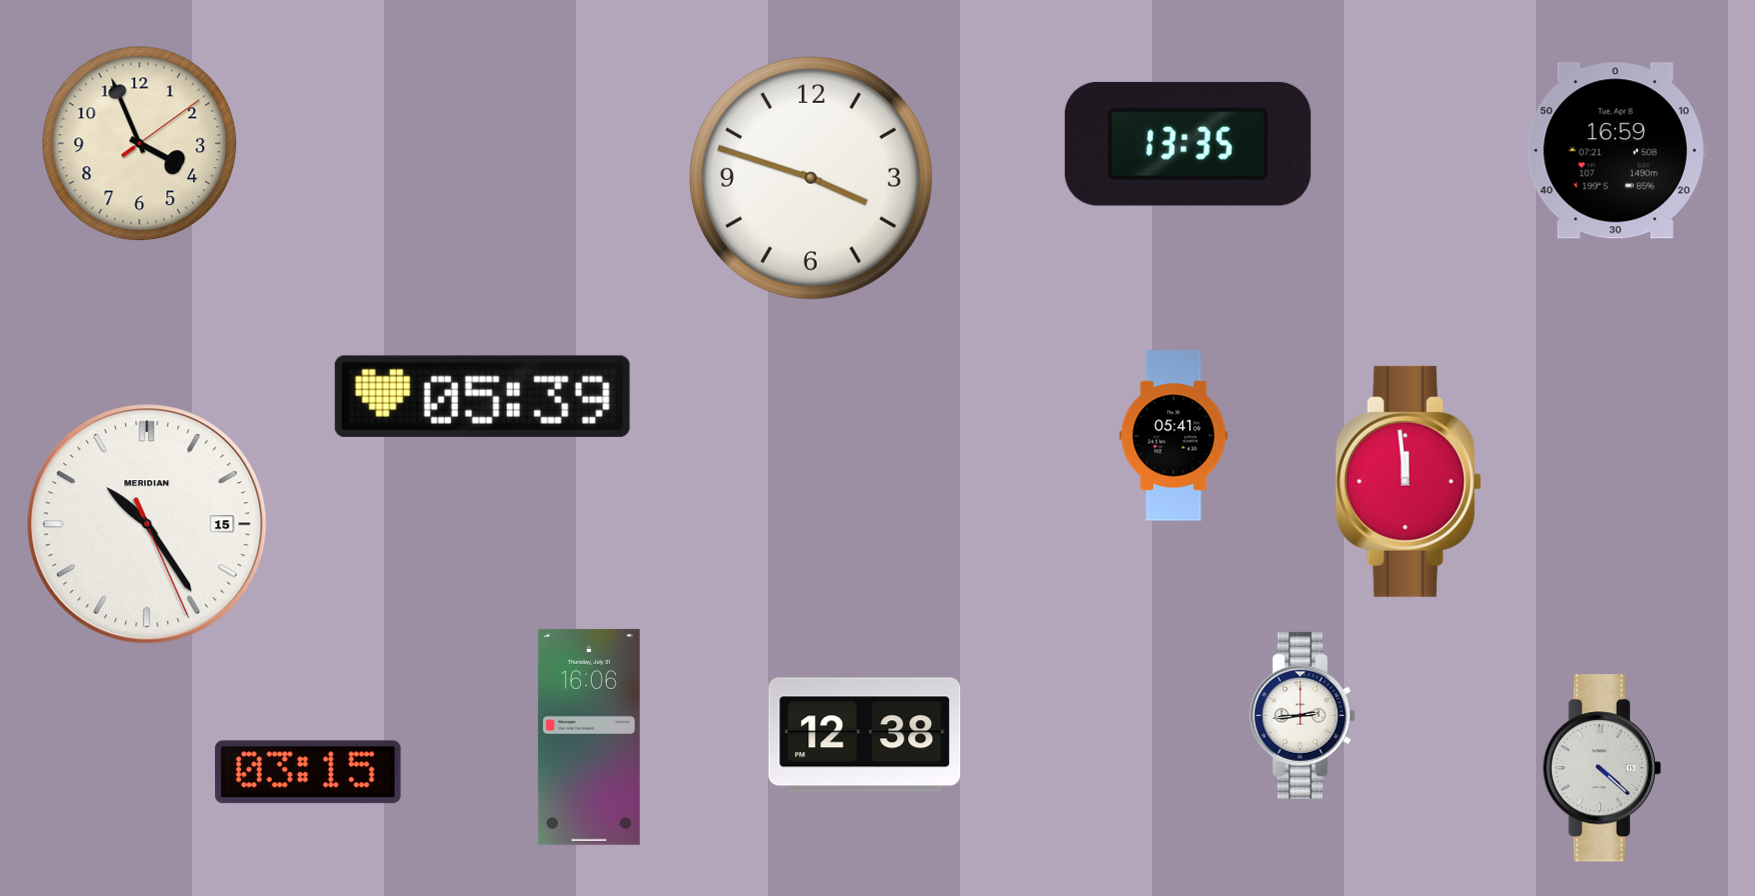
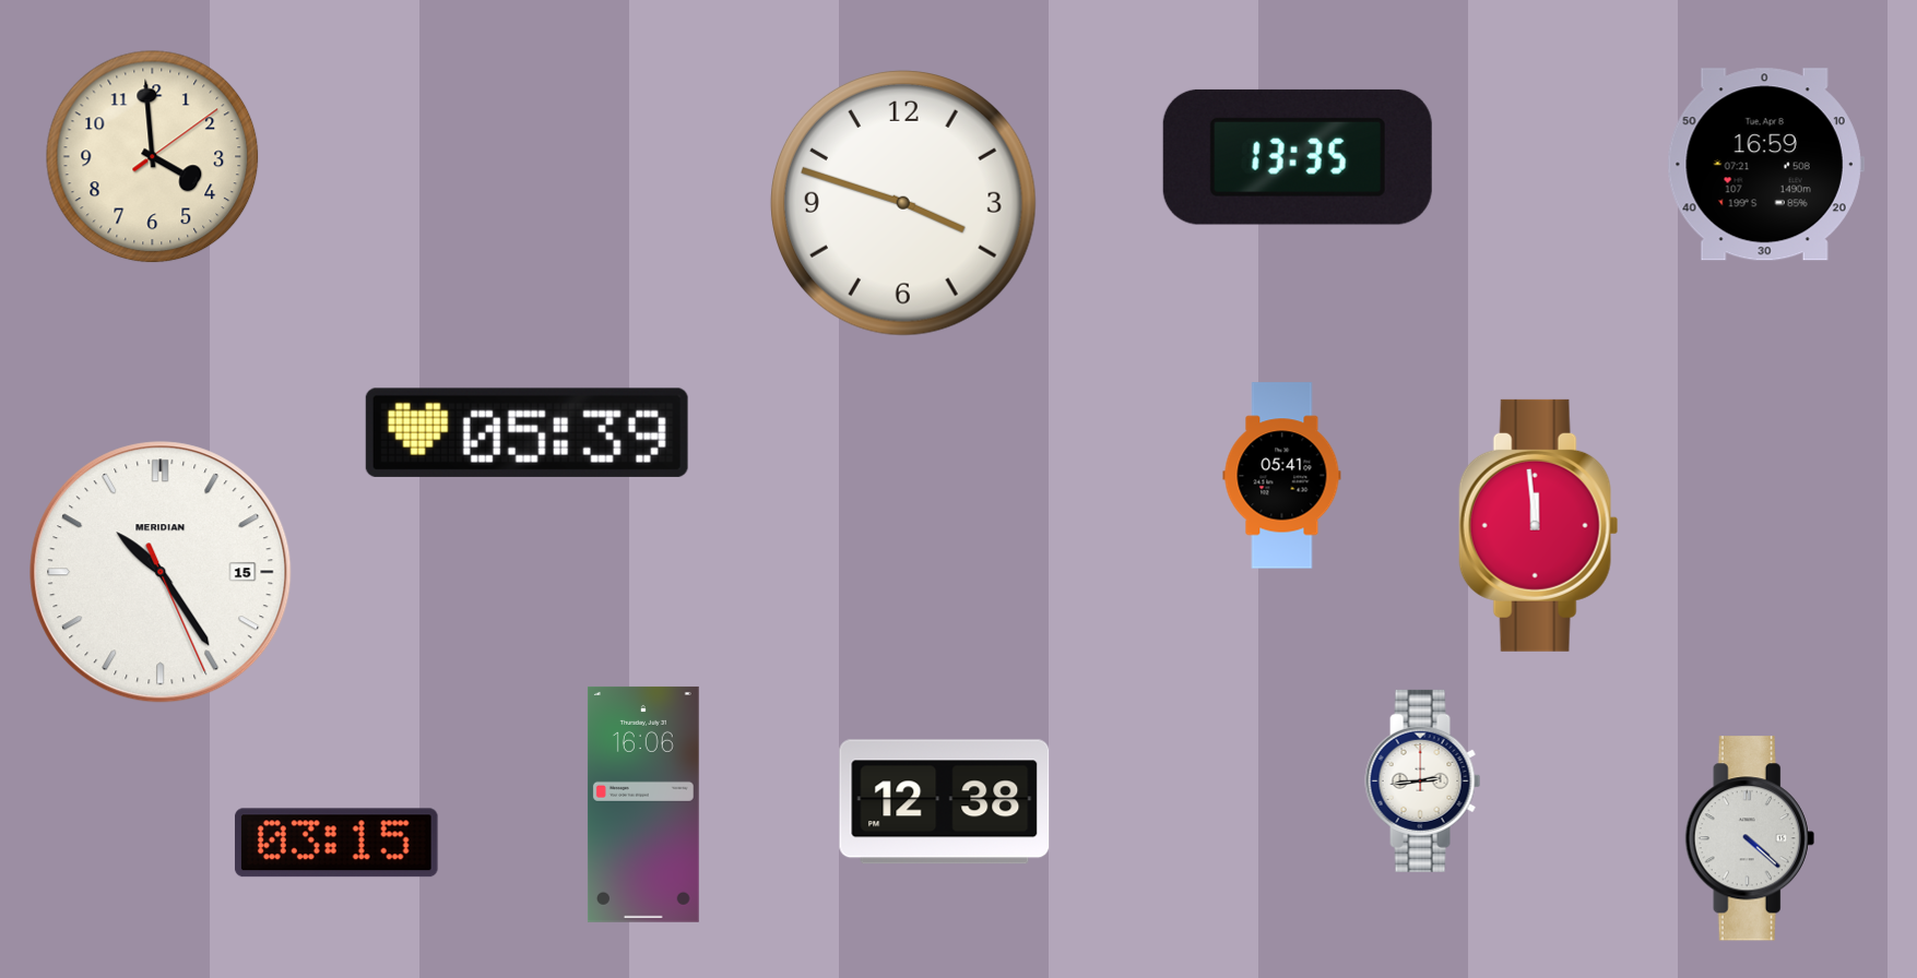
clock at (140, 144): 3:56 -> 3:59
clock at (811, 178) position: (811, 178) -> (903, 203)
